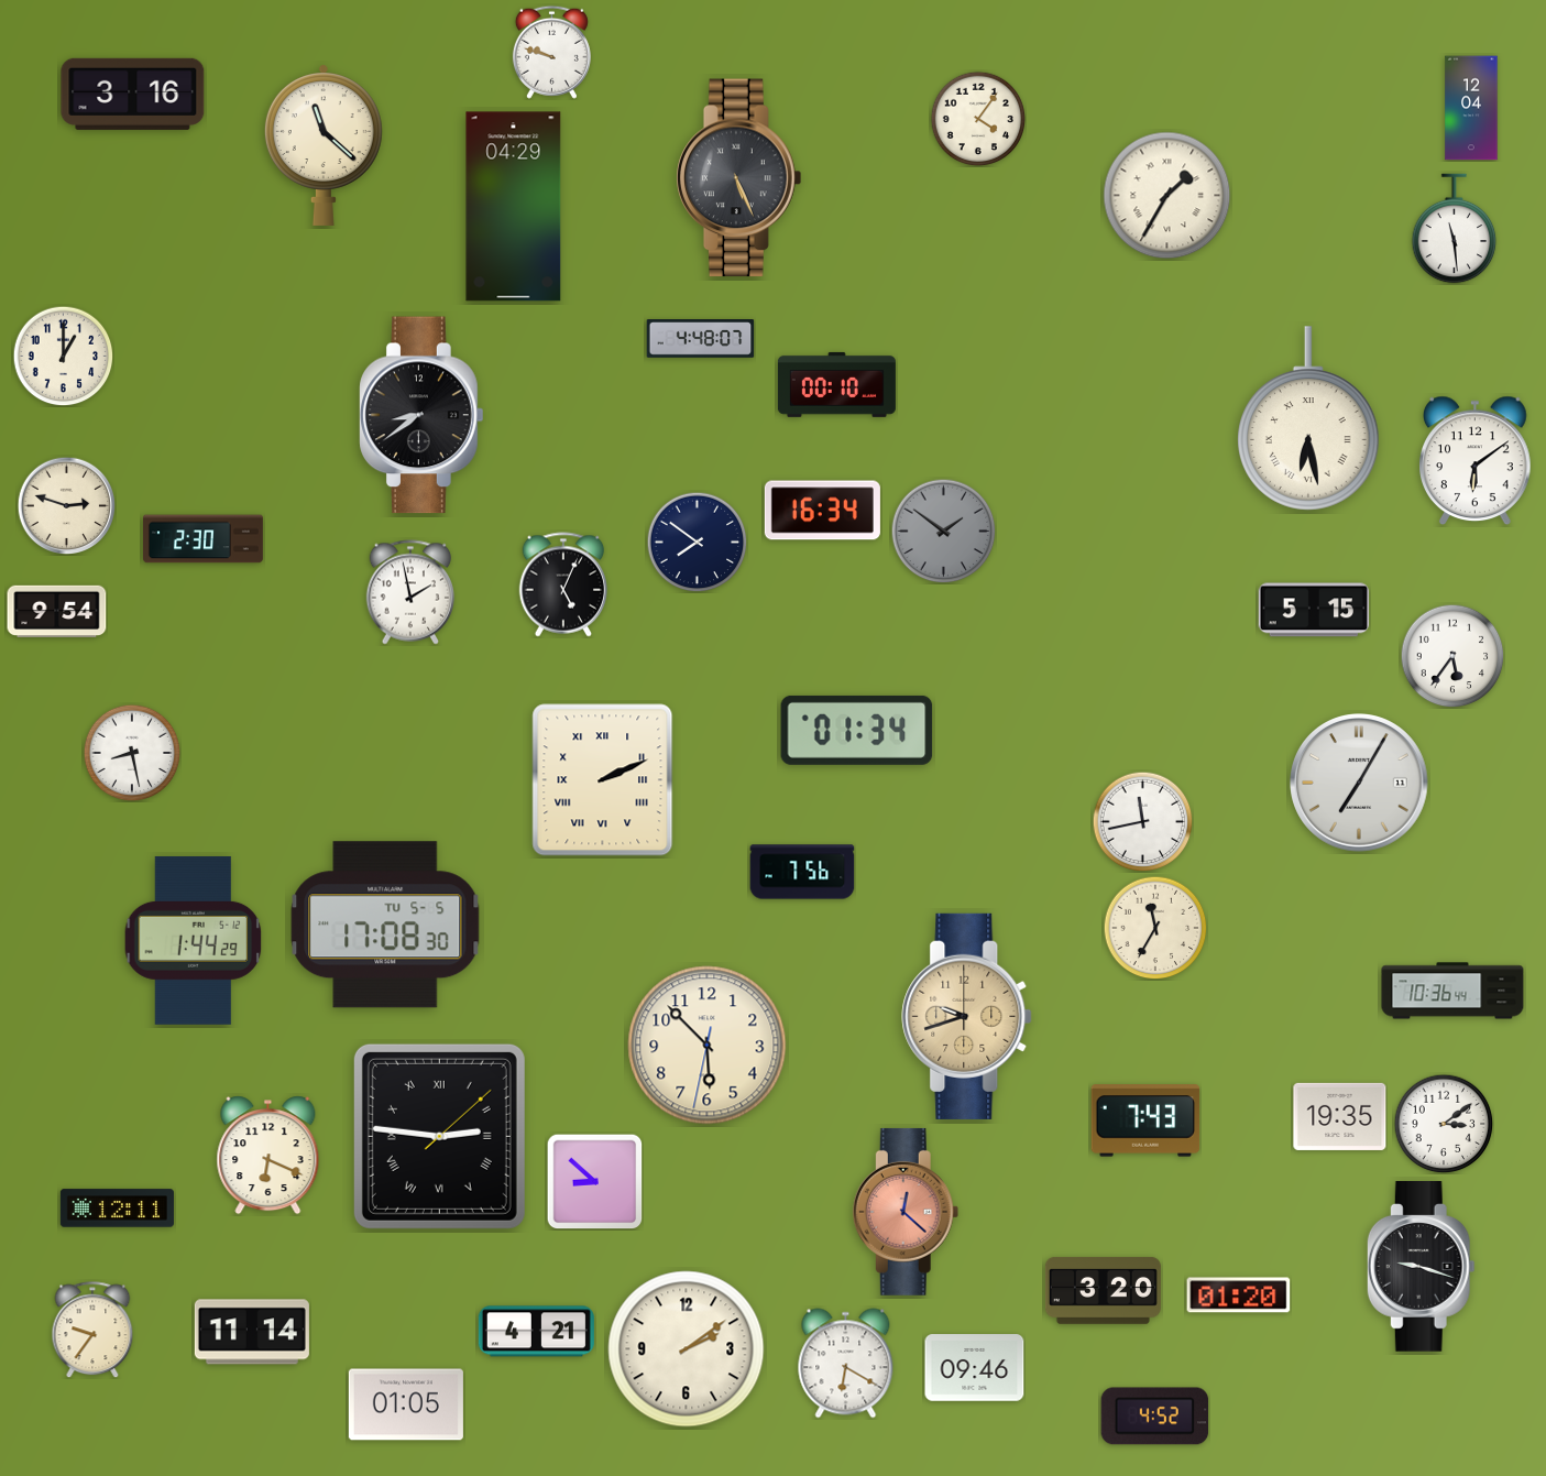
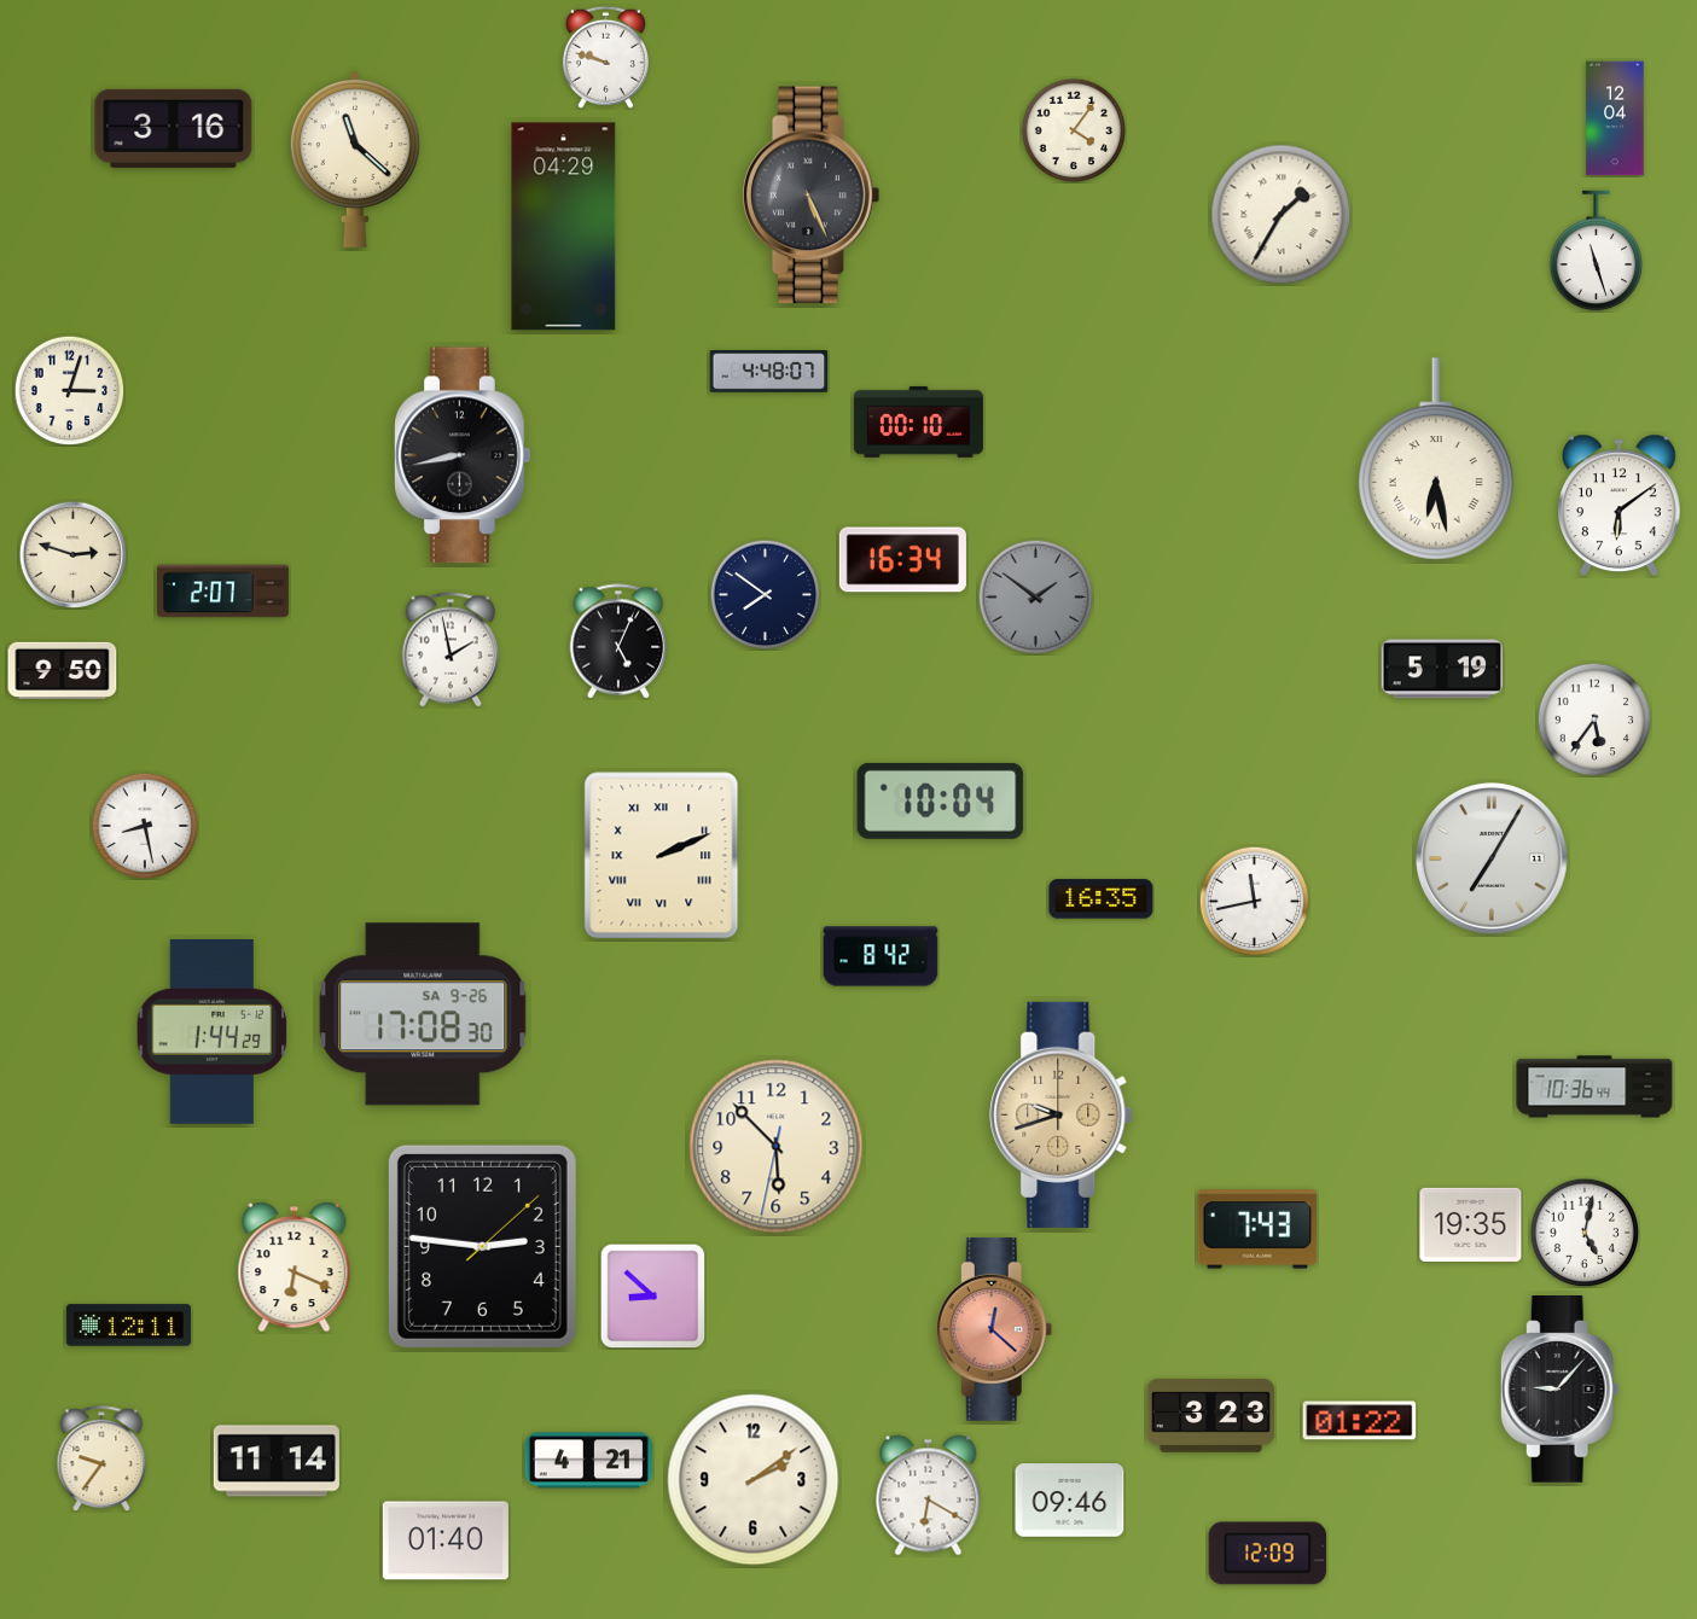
clock at (133, 94) position: (133, 94) -> (174, 128)
clock at (1455, 229): 11:29 -> 11:27
clock at (63, 356): 1:00 -> 3:03
clock at (421, 415): 8:39 -> 8:43
clock at (943, 531) position: (943, 531) -> (1035, 596)
clock at (202, 539): 2:30 -> 2:07
clock at (1314, 610): 5:15 -> 5:19
clock at (57, 611): 9:54 -> 9:50
clock at (857, 730): 01:34 -> 10:04
clock at (1102, 899): none -> 16:35
clock at (802, 872): 7:56 -> 8:42
clock at (385, 925) date: TU 5-5 -> SA 9-26
clock at (1155, 928): 11:35 -> none
clock at (1444, 1124): 3:09 -> 5:02
clock at (439, 1136) numerals: Roman -> Arabic
clock at (1421, 1267): 9:18 -> 9:07
clock at (1103, 1291): 3:20 -> 3:23
clock at (1239, 1295): 01:20 -> 01:22
clock at (406, 1404): 01:05 -> 01:40
clock at (1155, 1417): 4:52 -> 12:09
